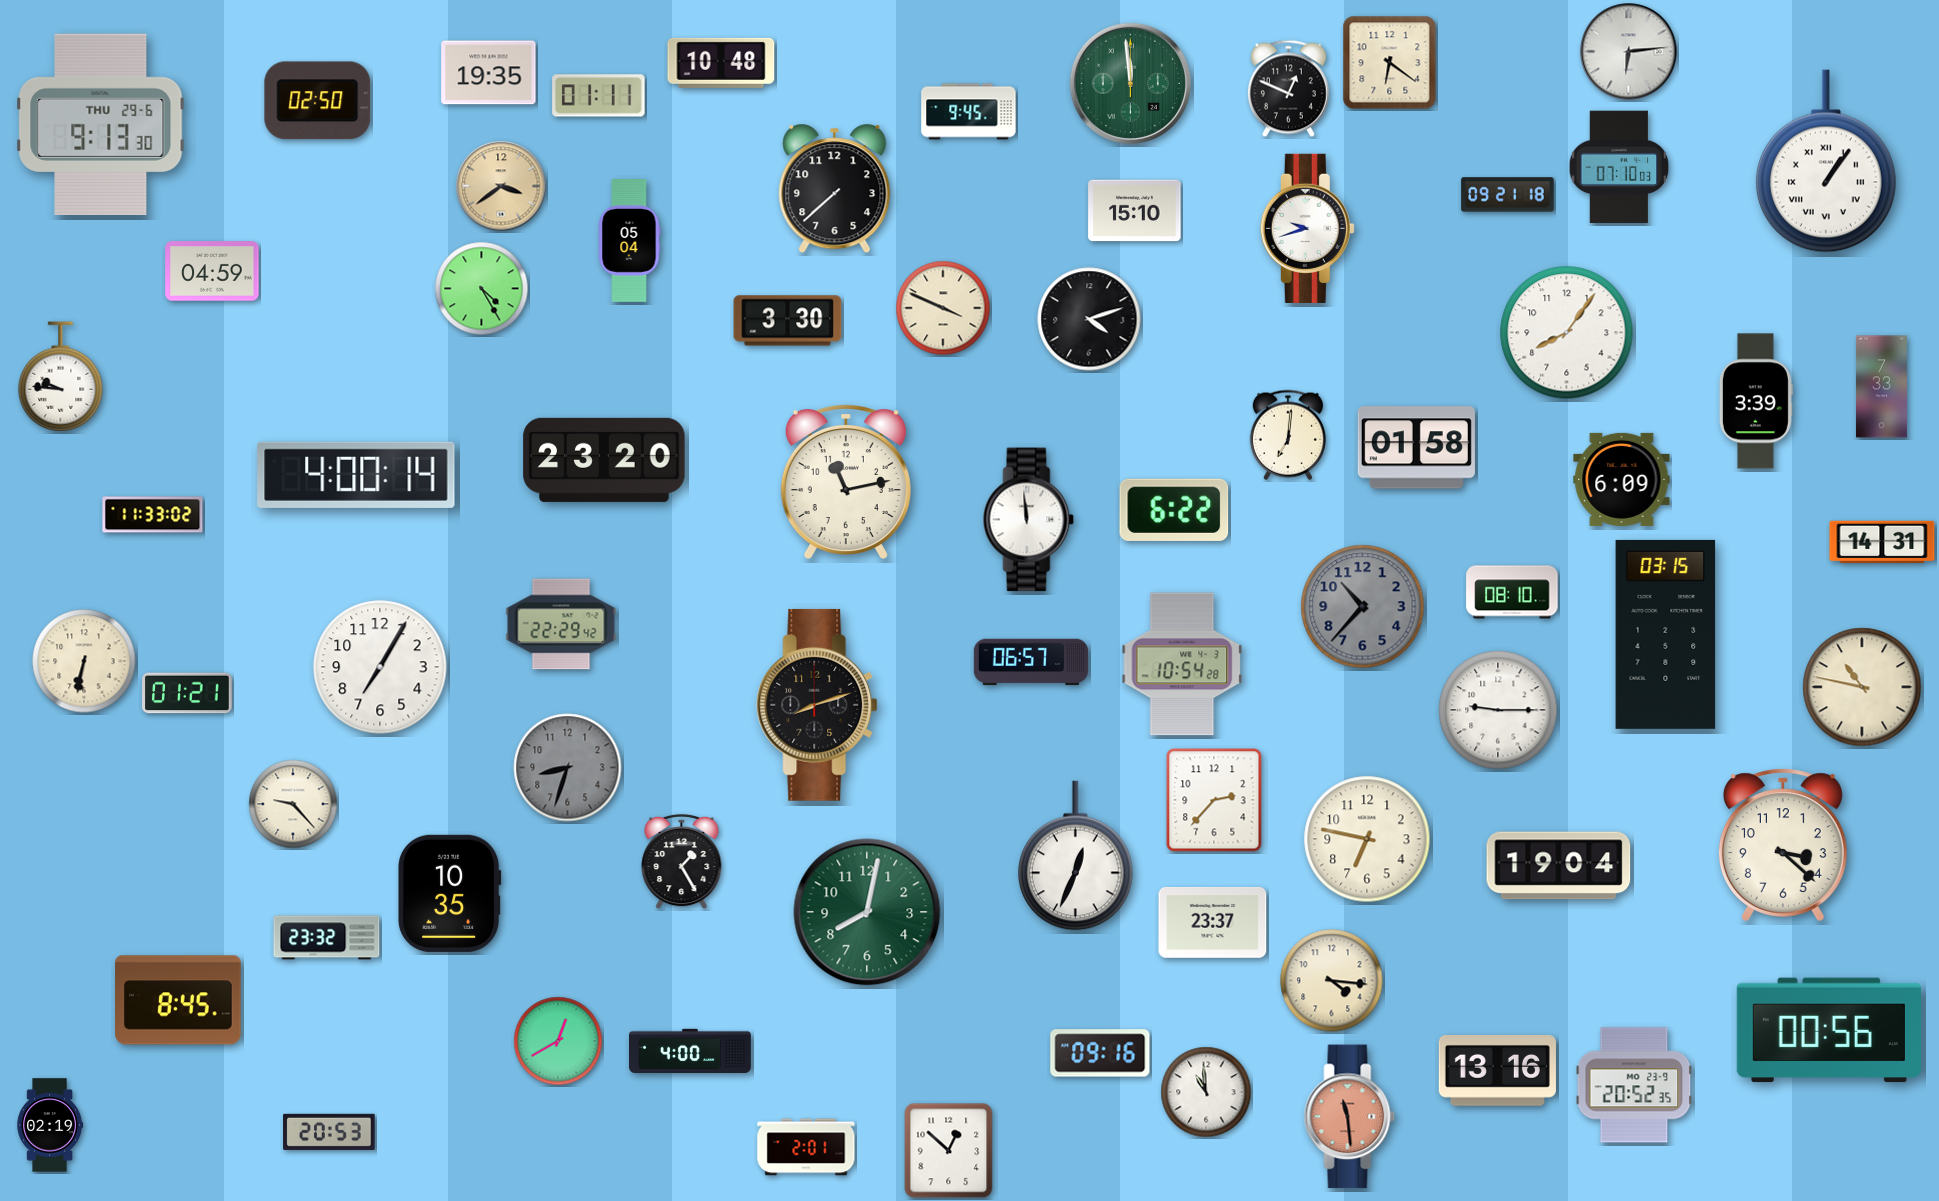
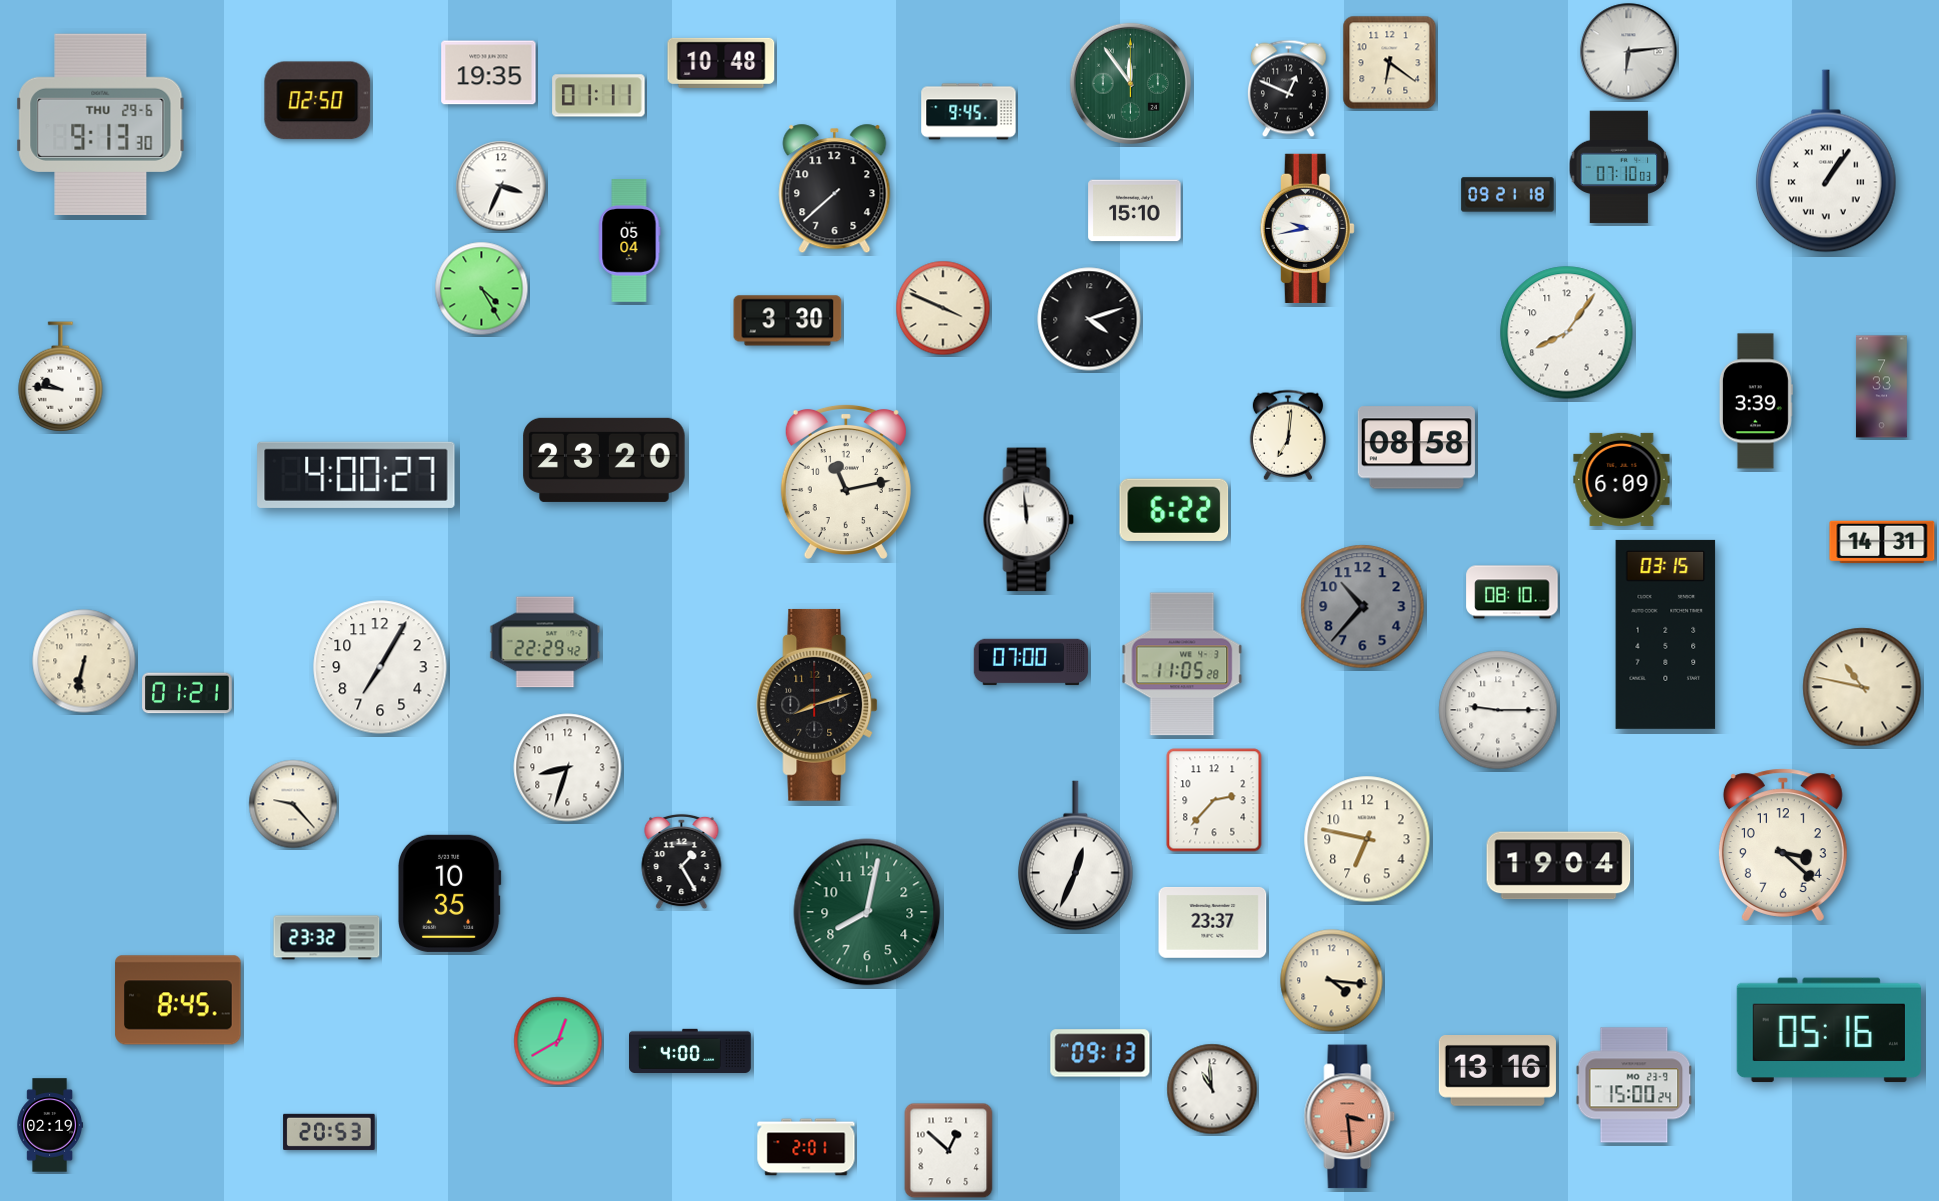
clock at (1130, 83): 11:59 -> 11:54
clock at (501, 186): 3:39 -> 3:34
clock at (501, 186) dial: champagne -> white
clock at (1307, 228): 9:42 -> 9:43
clock at (212, 271): 04:59 -> none
clock at (1416, 448): 01:58 -> 08:58
clock at (356, 475): 4:00:14 -> 4:00:27
clock at (153, 515): 11:33 -> none
clock at (561, 624) position: (561, 624) -> (545, 642)
clock at (1031, 662): 06:57 -> 07:00
clock at (1182, 664): 10:54 -> 11:05
clock at (568, 768) dial: grey -> white
clock at (1829, 1030): 00:56 -> 05:16
clock at (1100, 1053): 09:16 -> 09:13
clock at (1634, 1085): 20:52 -> 15:00
clock at (1206, 1092) position: (1206, 1092) -> (1212, 1089)
clock at (1350, 1117): 11:29 -> 3:29
